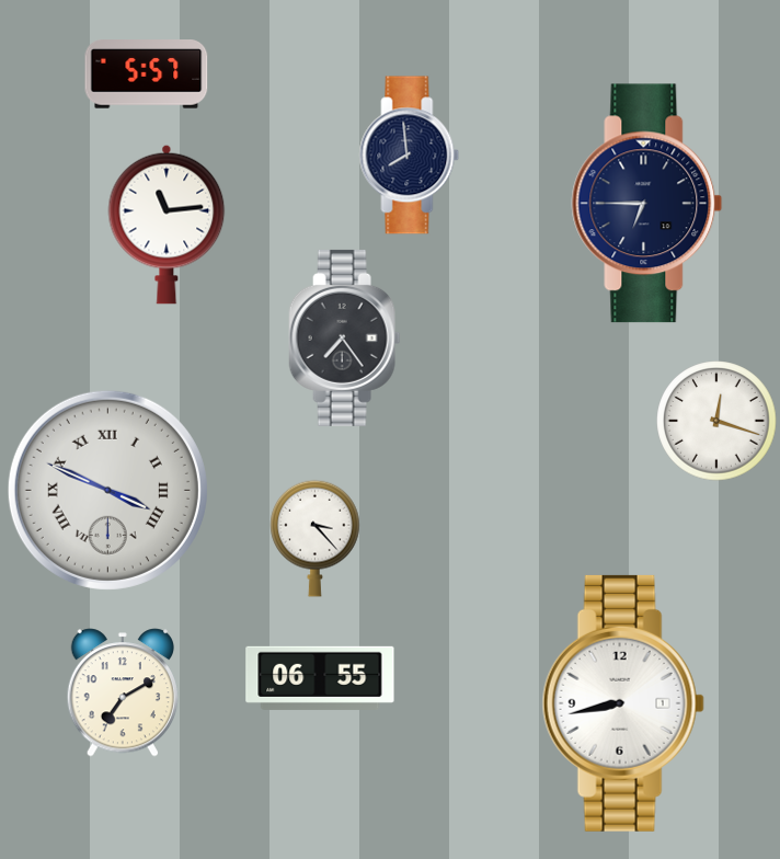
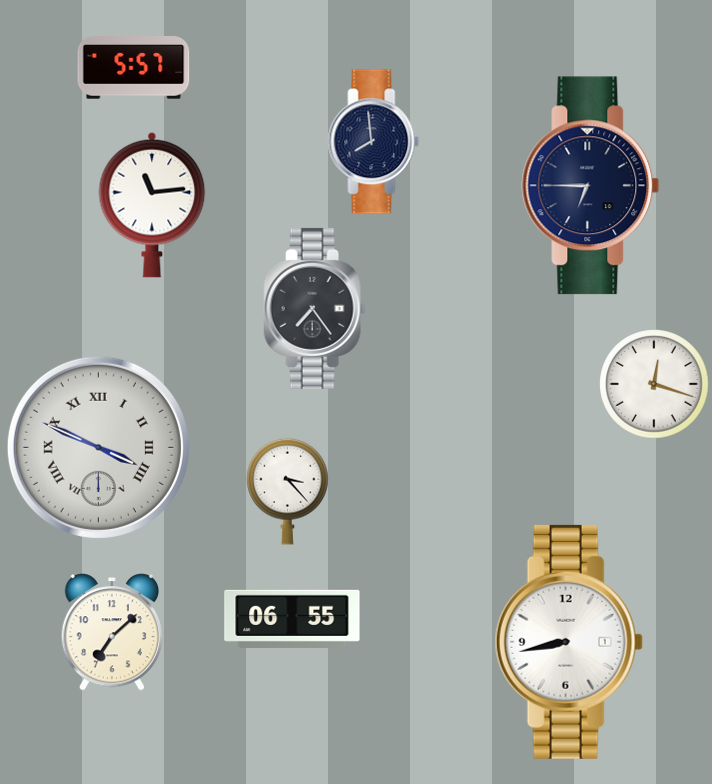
clock at (122, 692): 7:10 -> 7:08
